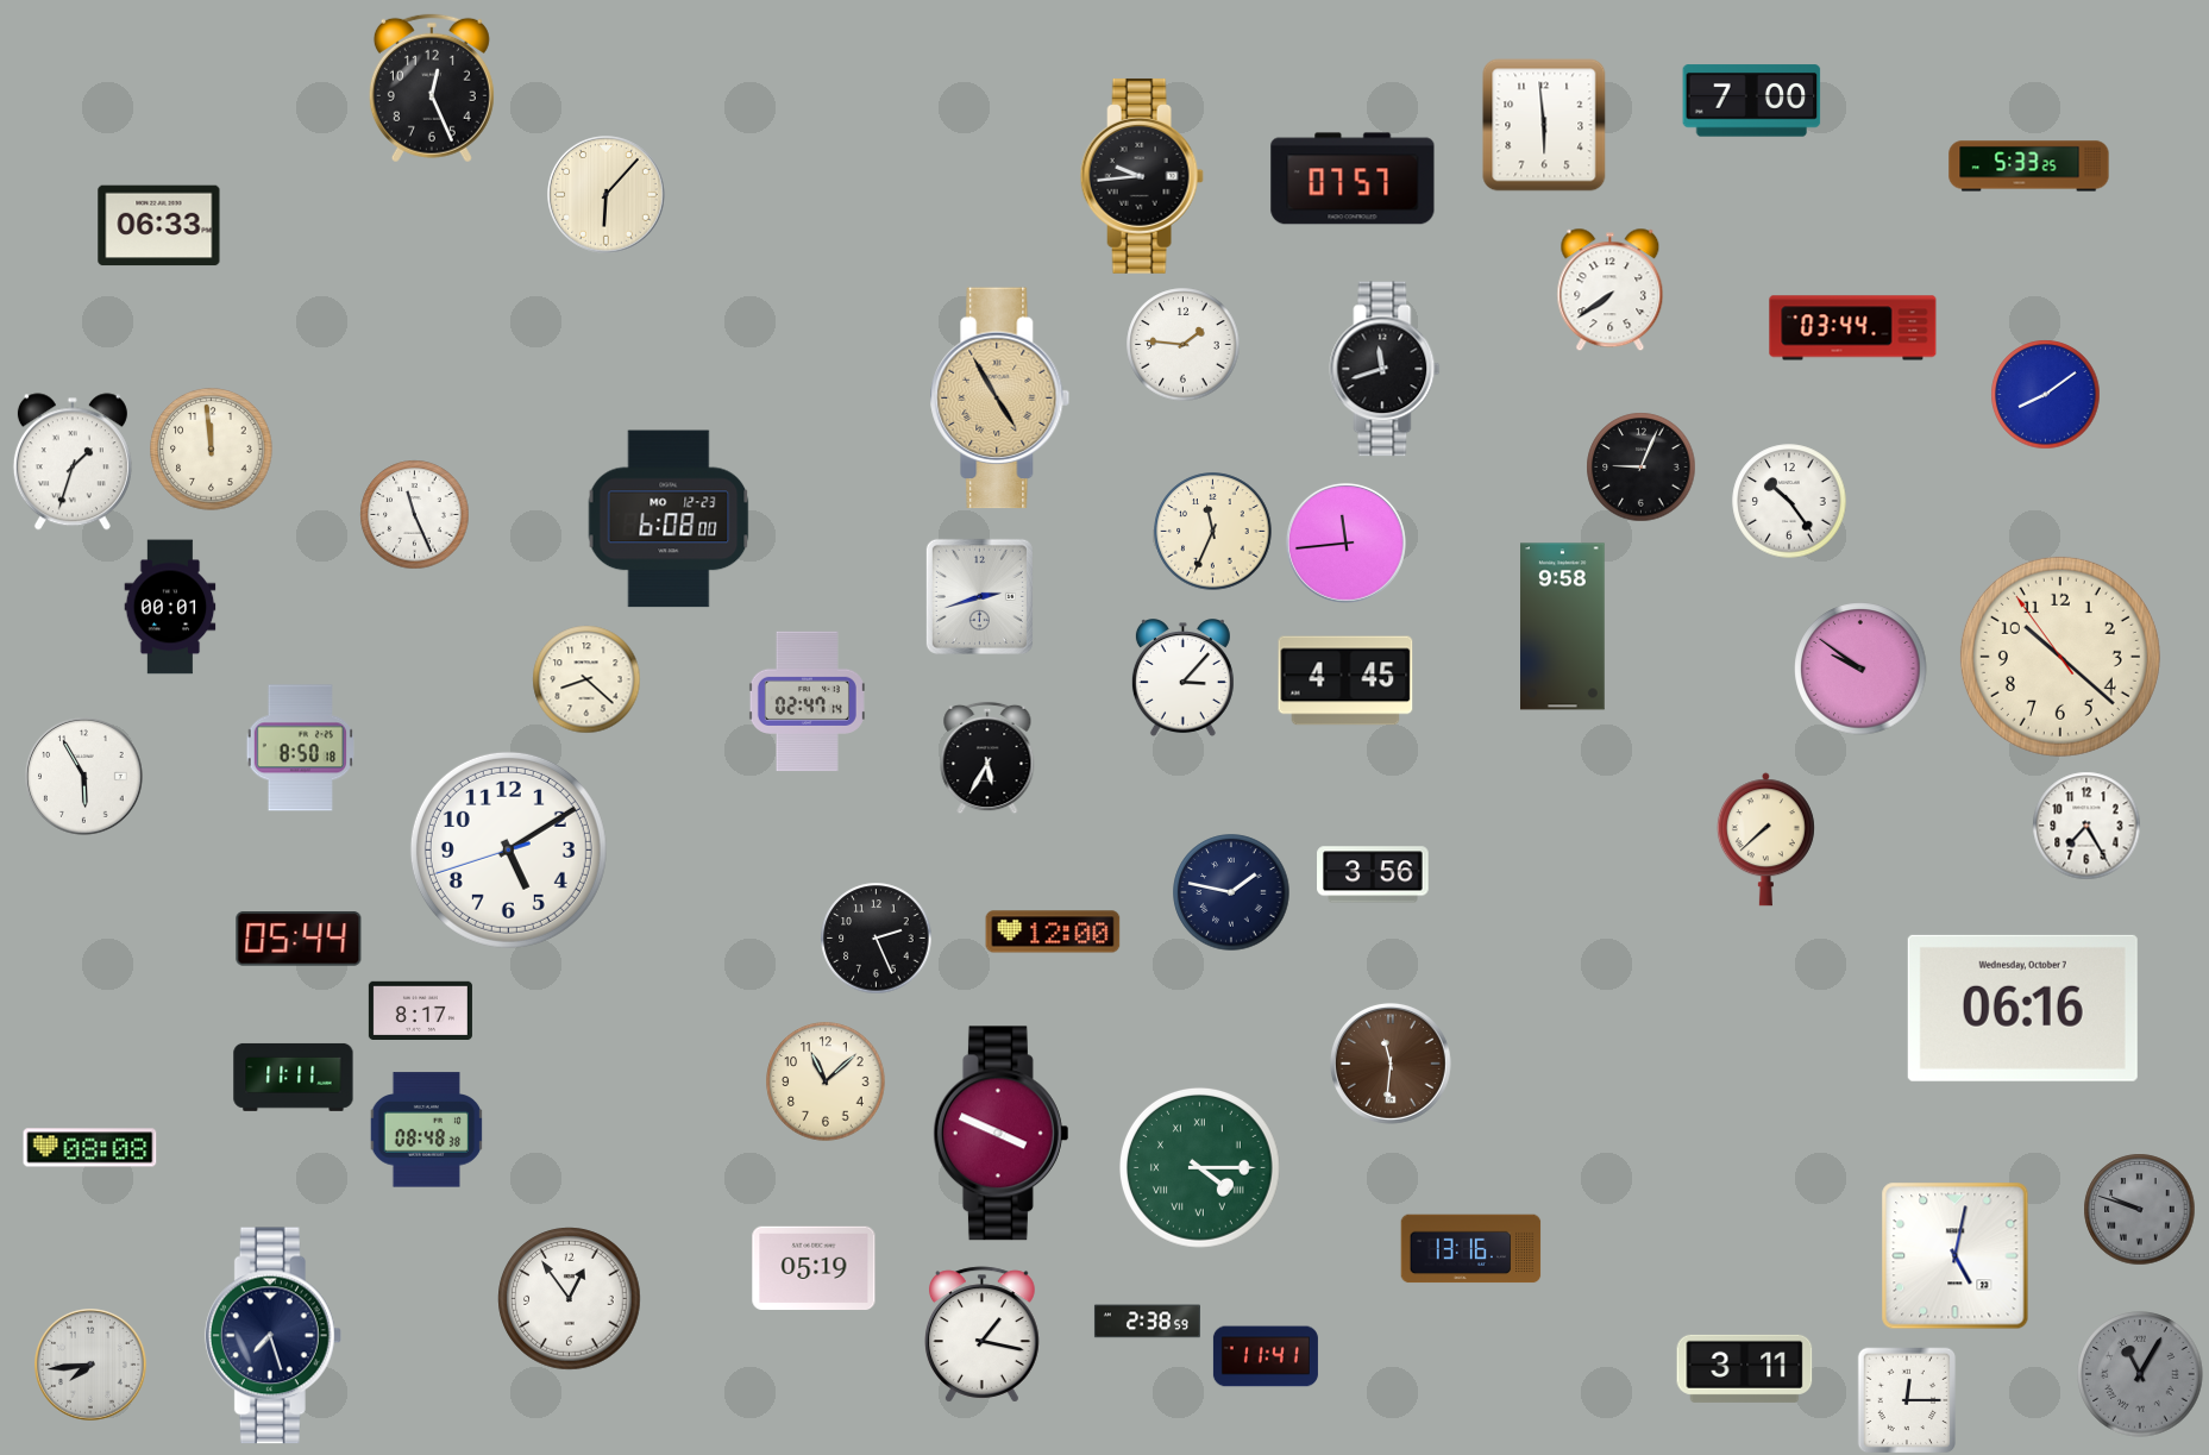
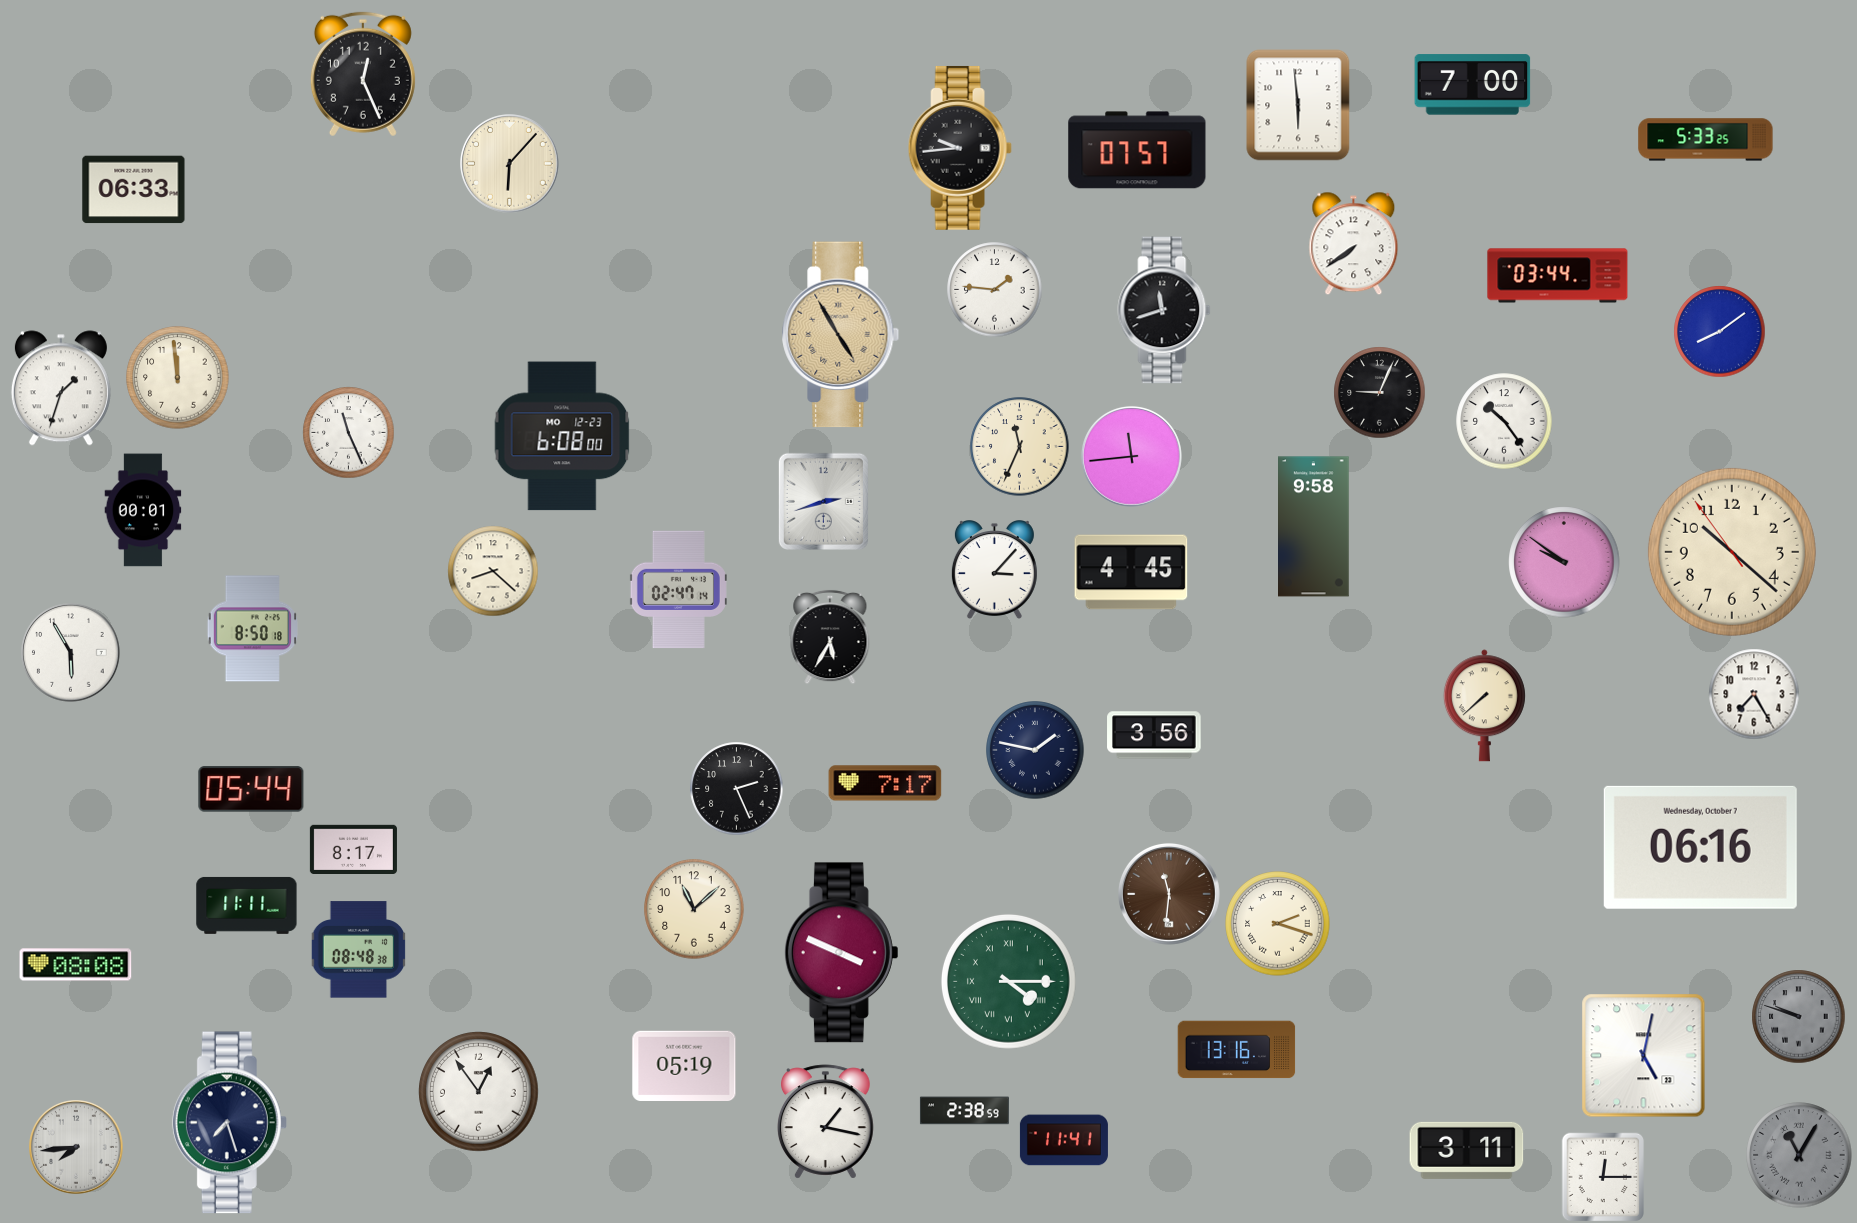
clock at (508, 849): 5:09 -> none
clock at (1053, 932): 12:00 -> 7:17
clock at (1278, 924): none -> 2:18
